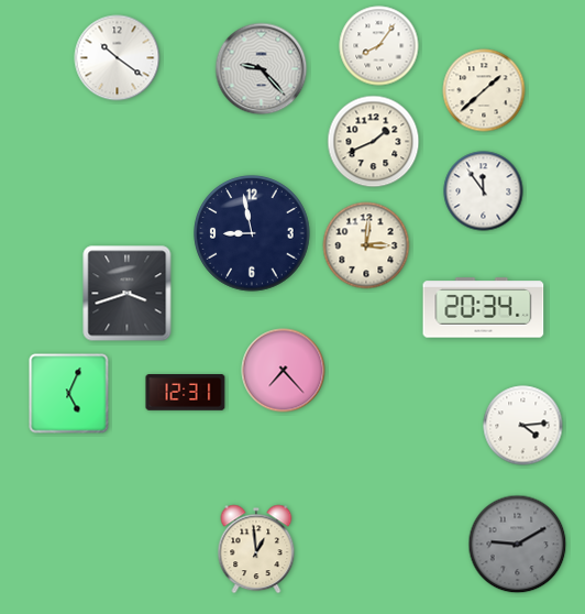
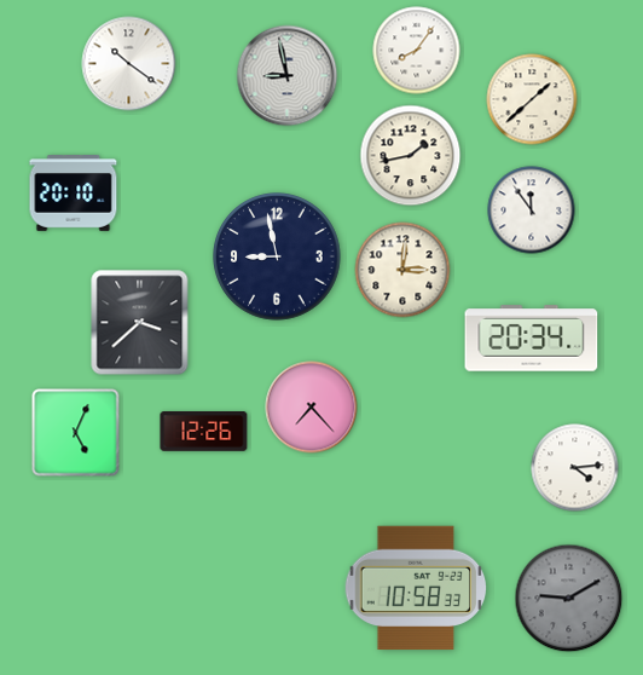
clock at (262, 69): 9:23 -> 8:58
clock at (374, 142): 1:41 -> 1:43
clock at (74, 194): none -> 20:10
clock at (128, 294): 3:42 -> 3:38
clock at (186, 393): 12:31 -> 12:26
clock at (416, 588): none -> 10:58
clock at (256, 549): 12:59 -> none
